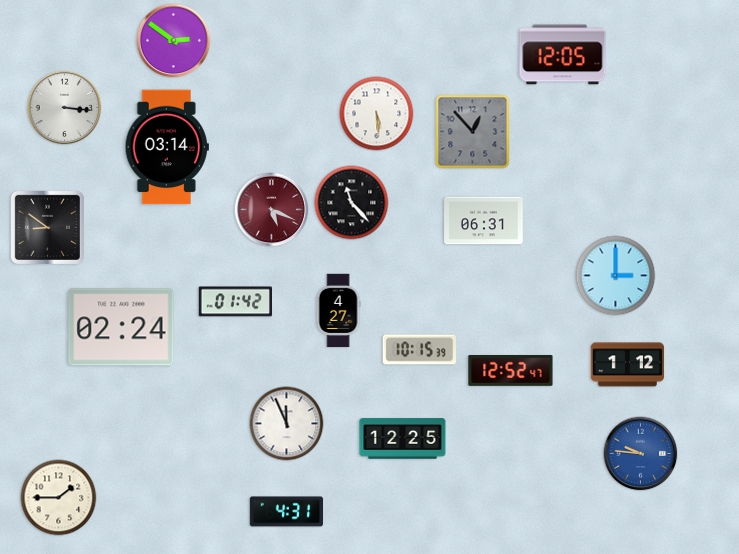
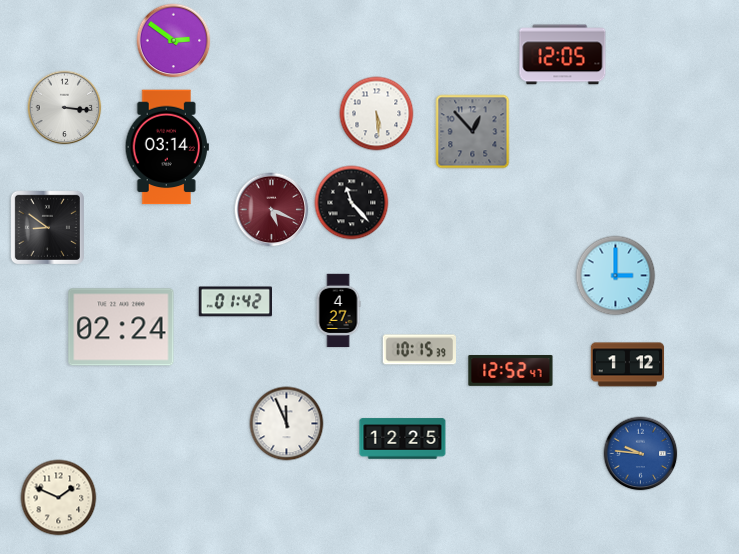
clock at (484, 221): 06:31 -> none
clock at (59, 498): 1:45 -> 1:49
clock at (287, 512): 4:31 -> none
